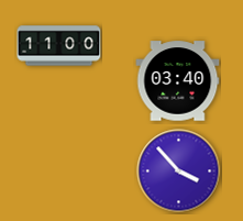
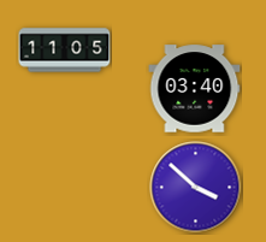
clock at (59, 46): 11:00 -> 11:05
clock at (179, 172): 3:53 -> 3:52
